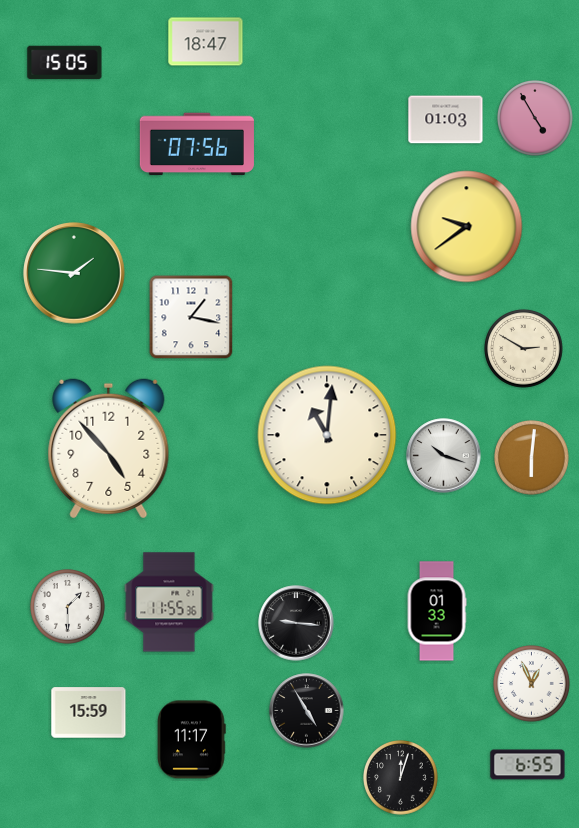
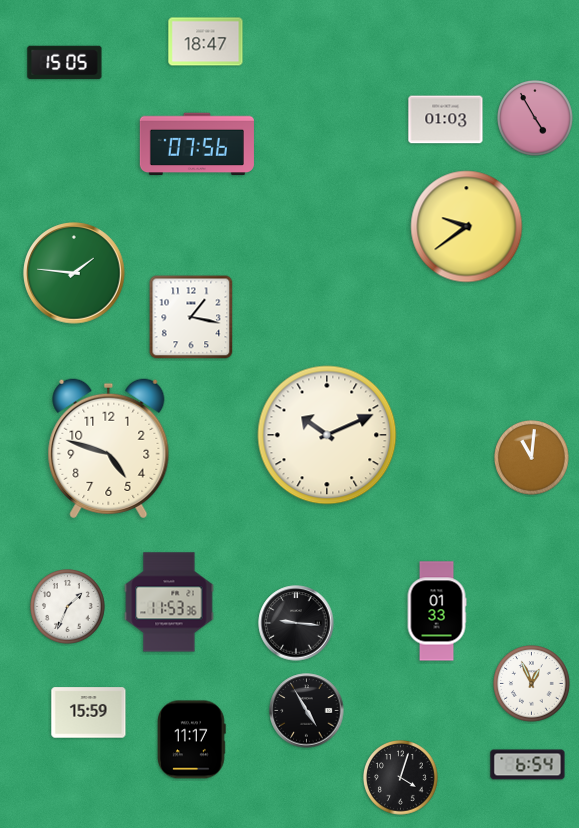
clock at (524, 349): 2:50 -> none
clock at (327, 435): 11:01 -> 10:11
clock at (109, 449): 4:53 -> 4:48
clock at (444, 456): 10:18 -> none
clock at (532, 458): 6:01 -> 11:01
clock at (169, 602): 11:55 -> 11:53
clock at (68, 607): 1:30 -> 1:34
clock at (528, 765): 6:55 -> 6:54
clock at (401, 778): 12:03 -> 4:03
